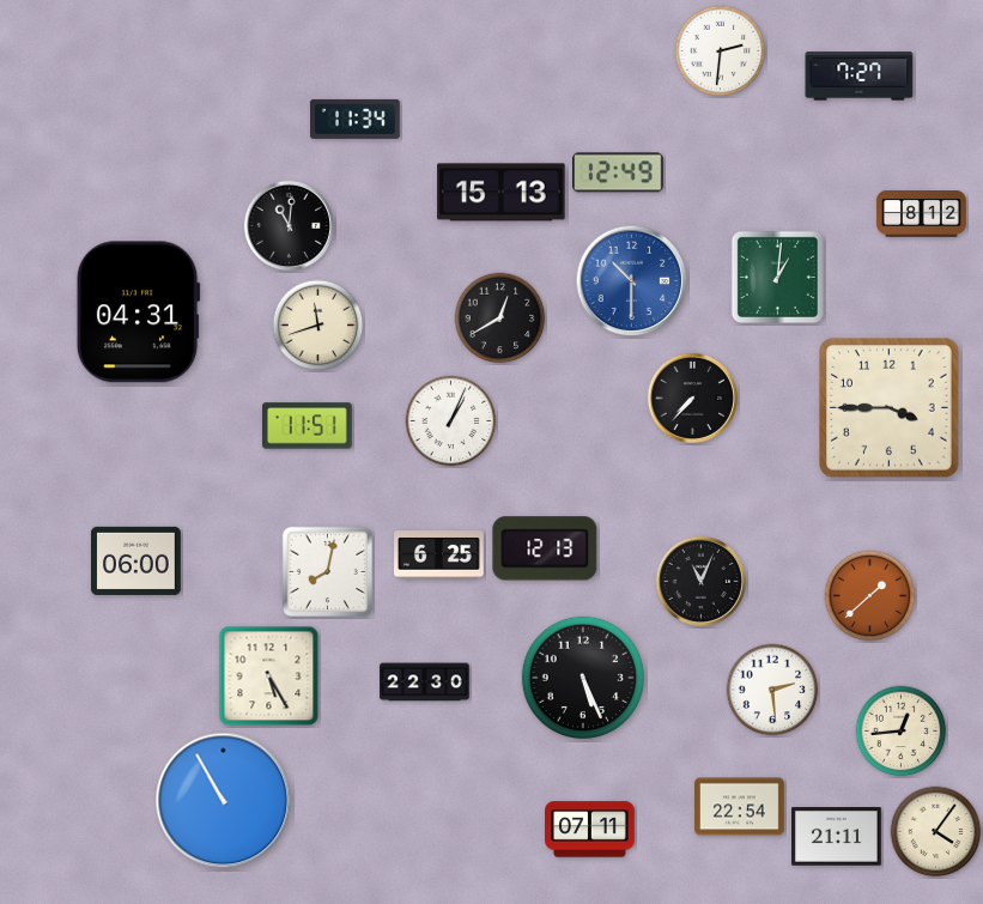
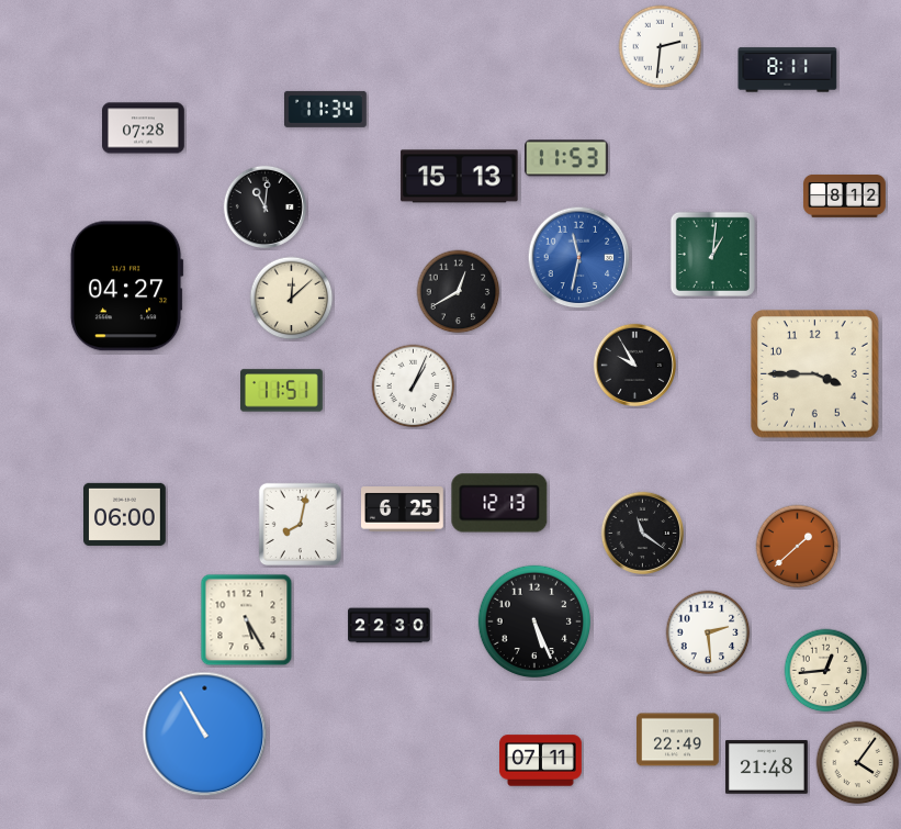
clock at (860, 77): 7:27 -> 8:11
clock at (144, 128): none -> 07:28
clock at (618, 172): 12:49 -> 11:53
clock at (632, 281): 10:30 -> 11:32
clock at (138, 313): 04:31 -> 04:27
clock at (318, 326): 11:42 -> 12:08
clock at (692, 398): 7:37 -> 9:55
clock at (700, 581): 11:04 -> 11:21
clock at (740, 807): 22:54 -> 22:49
clock at (837, 837): 21:11 -> 21:48
